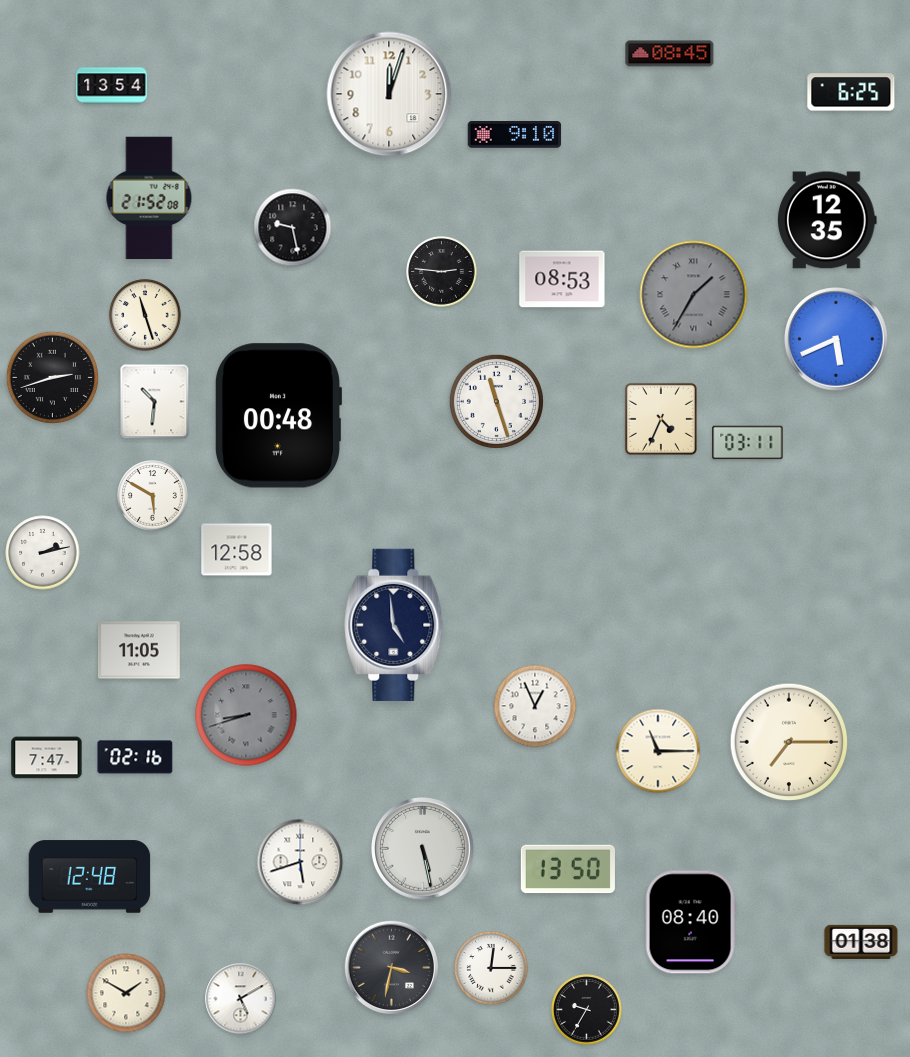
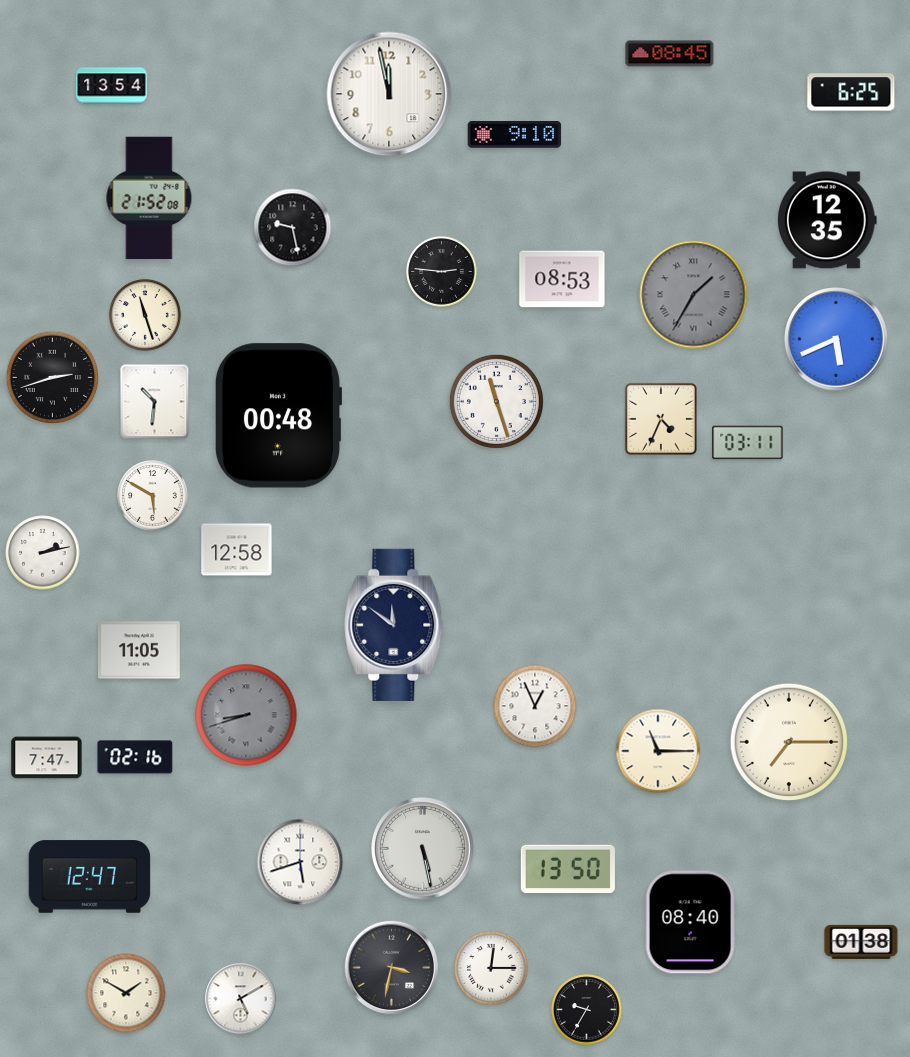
clock at (389, 94): 12:03 -> 11:58
clock at (394, 625): 4:59 -> 11:51
clock at (90, 877): 12:48 -> 12:47
